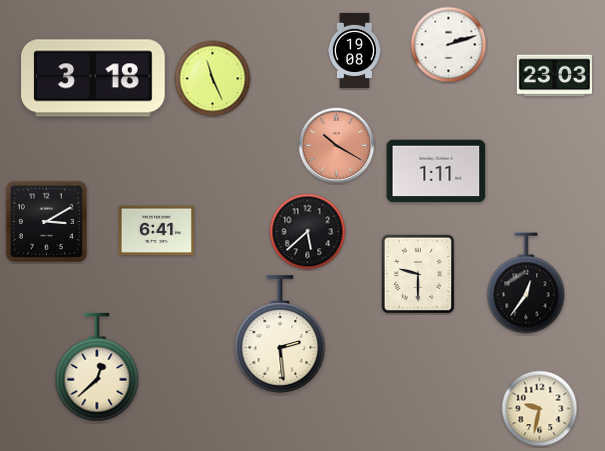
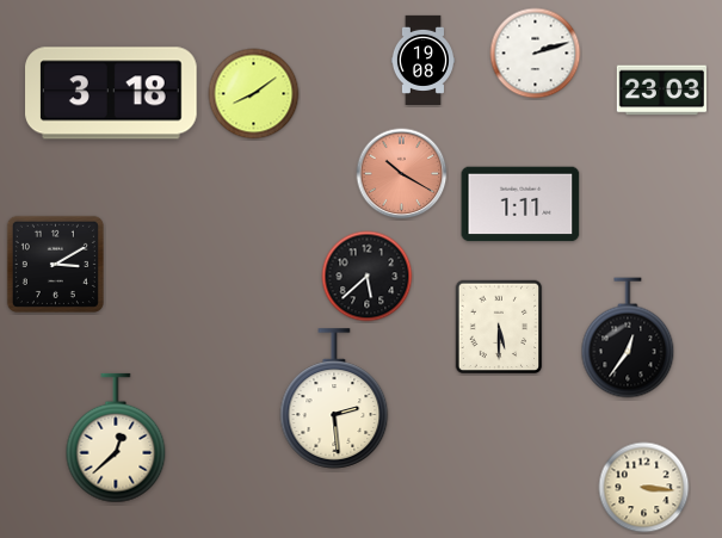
clock at (213, 79): 11:26 -> 8:09
clock at (156, 231): 6:41 -> none
clock at (418, 274): 9:30 -> 5:30
clock at (540, 409): 9:32 -> 3:16
